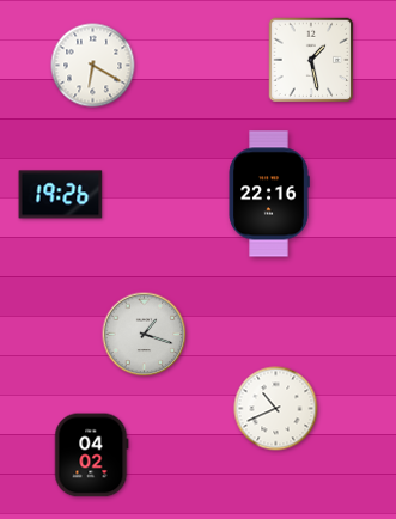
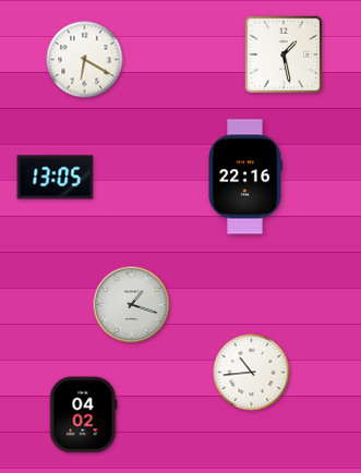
clock at (61, 195): 19:26 -> 13:05
clock at (276, 409): 10:41 -> 10:44
